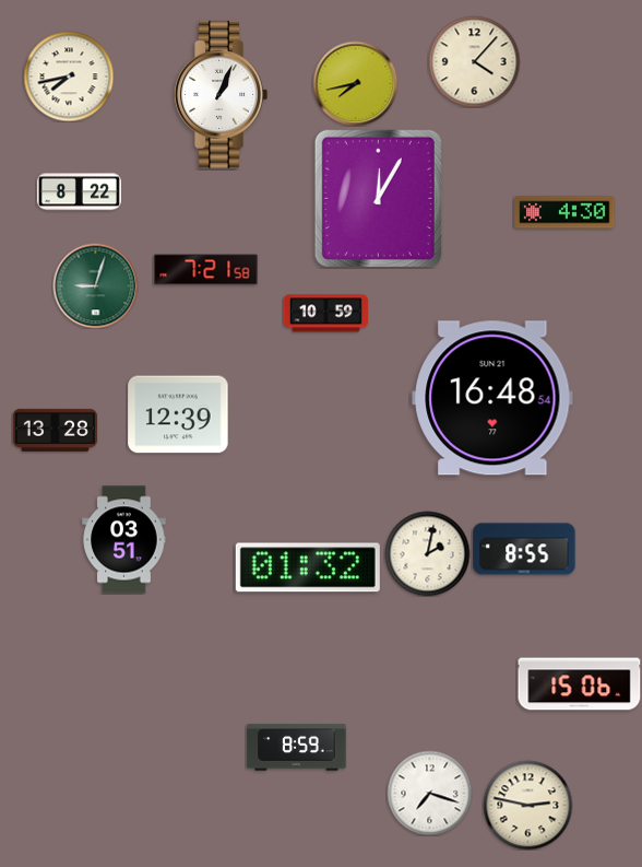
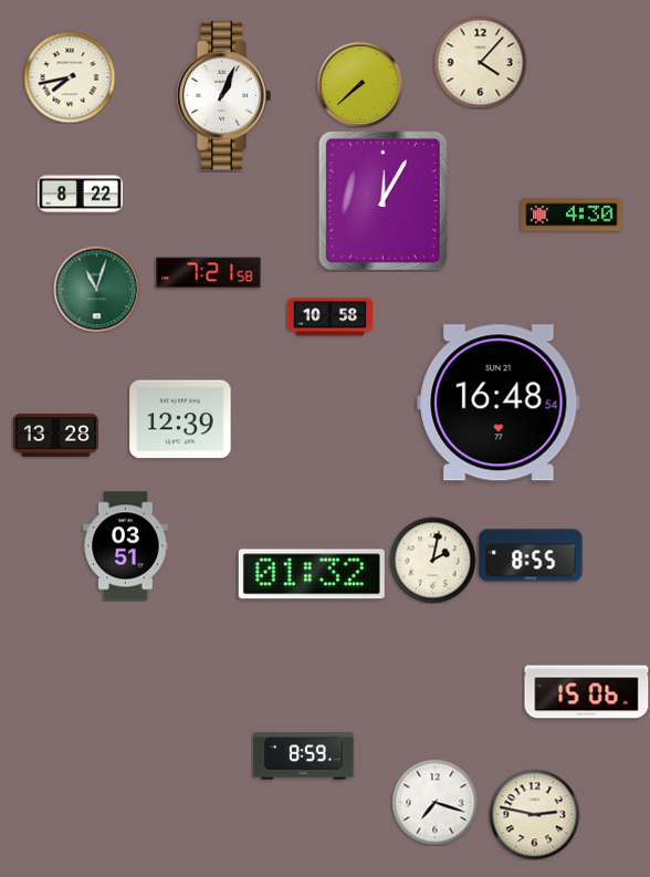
clock at (355, 83): 7:43 -> 7:38
clock at (95, 285): 9:03 -> 11:03
clock at (325, 314): 10:59 -> 10:58
clock at (297, 748) position: (297, 748) -> (304, 756)
